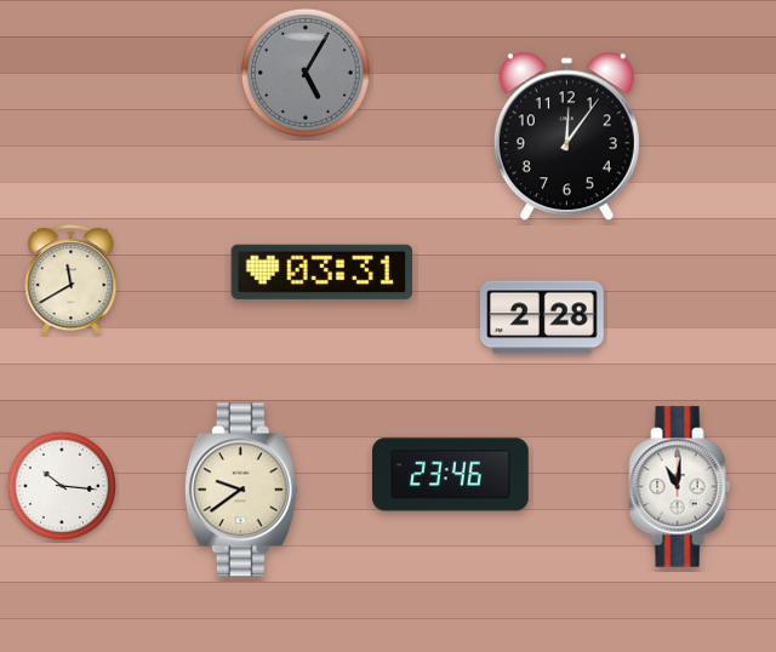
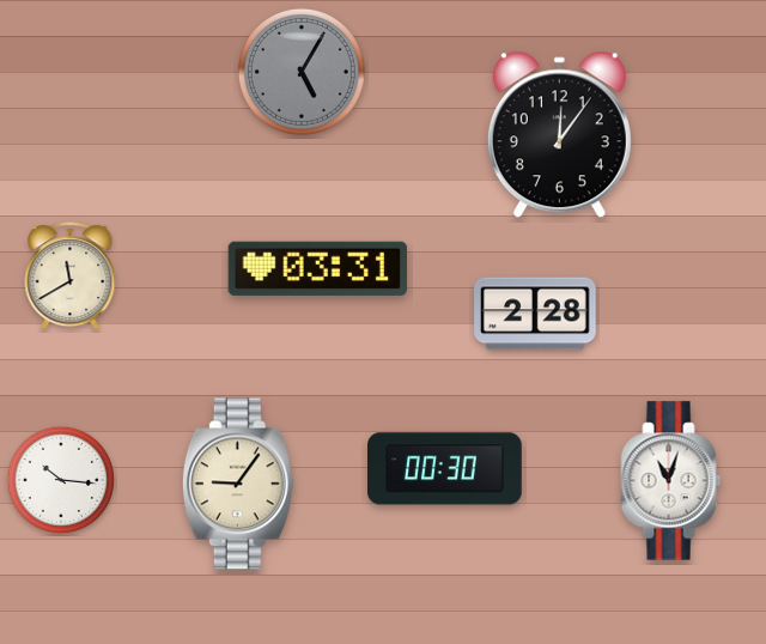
clock at (451, 475): 23:46 -> 00:30
clock at (680, 487): 11:01 -> 11:03
clock at (241, 490): 9:39 -> 9:06
